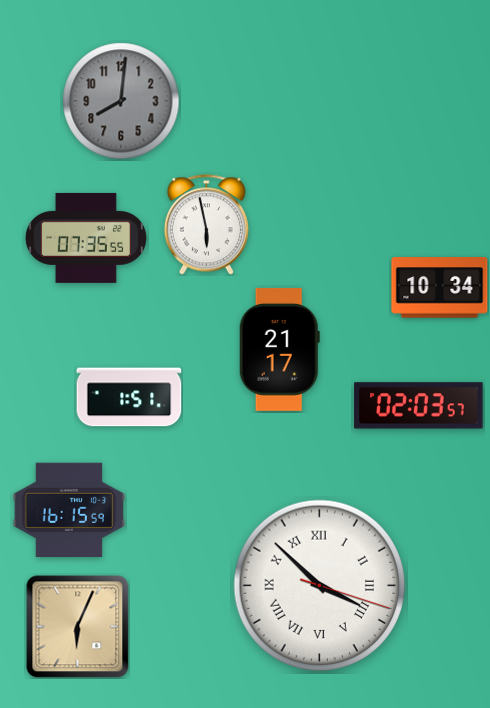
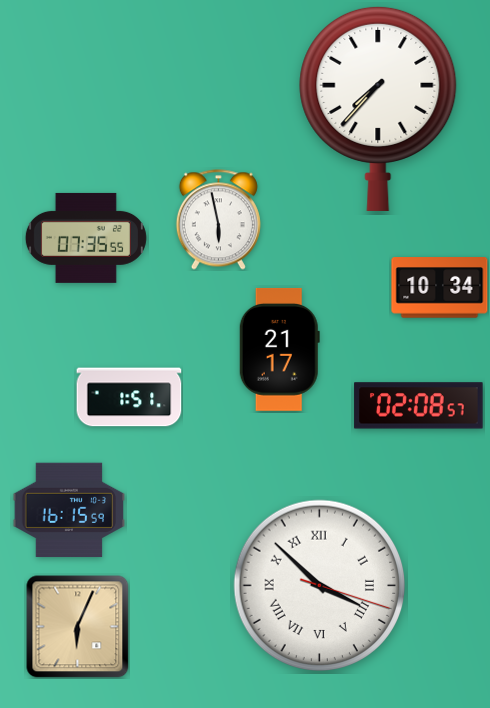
clock at (121, 101): 8:01 -> none
clock at (378, 108): none -> 7:37
clock at (206, 225) position: (206, 225) -> (218, 220)
clock at (419, 406): 02:03 -> 02:08
